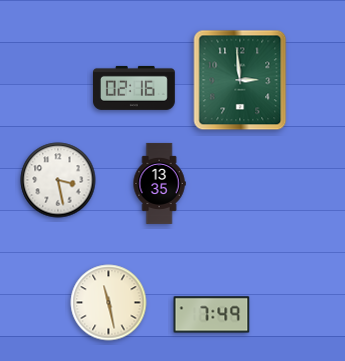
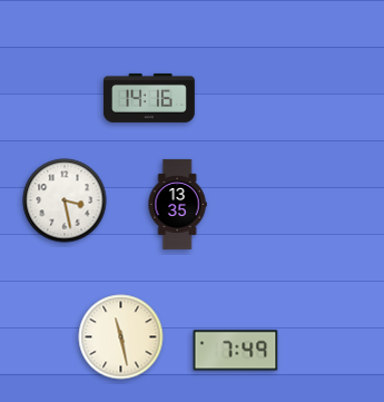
clock at (240, 80): 2:59 -> none
clock at (134, 88): 02:16 -> 14:16
